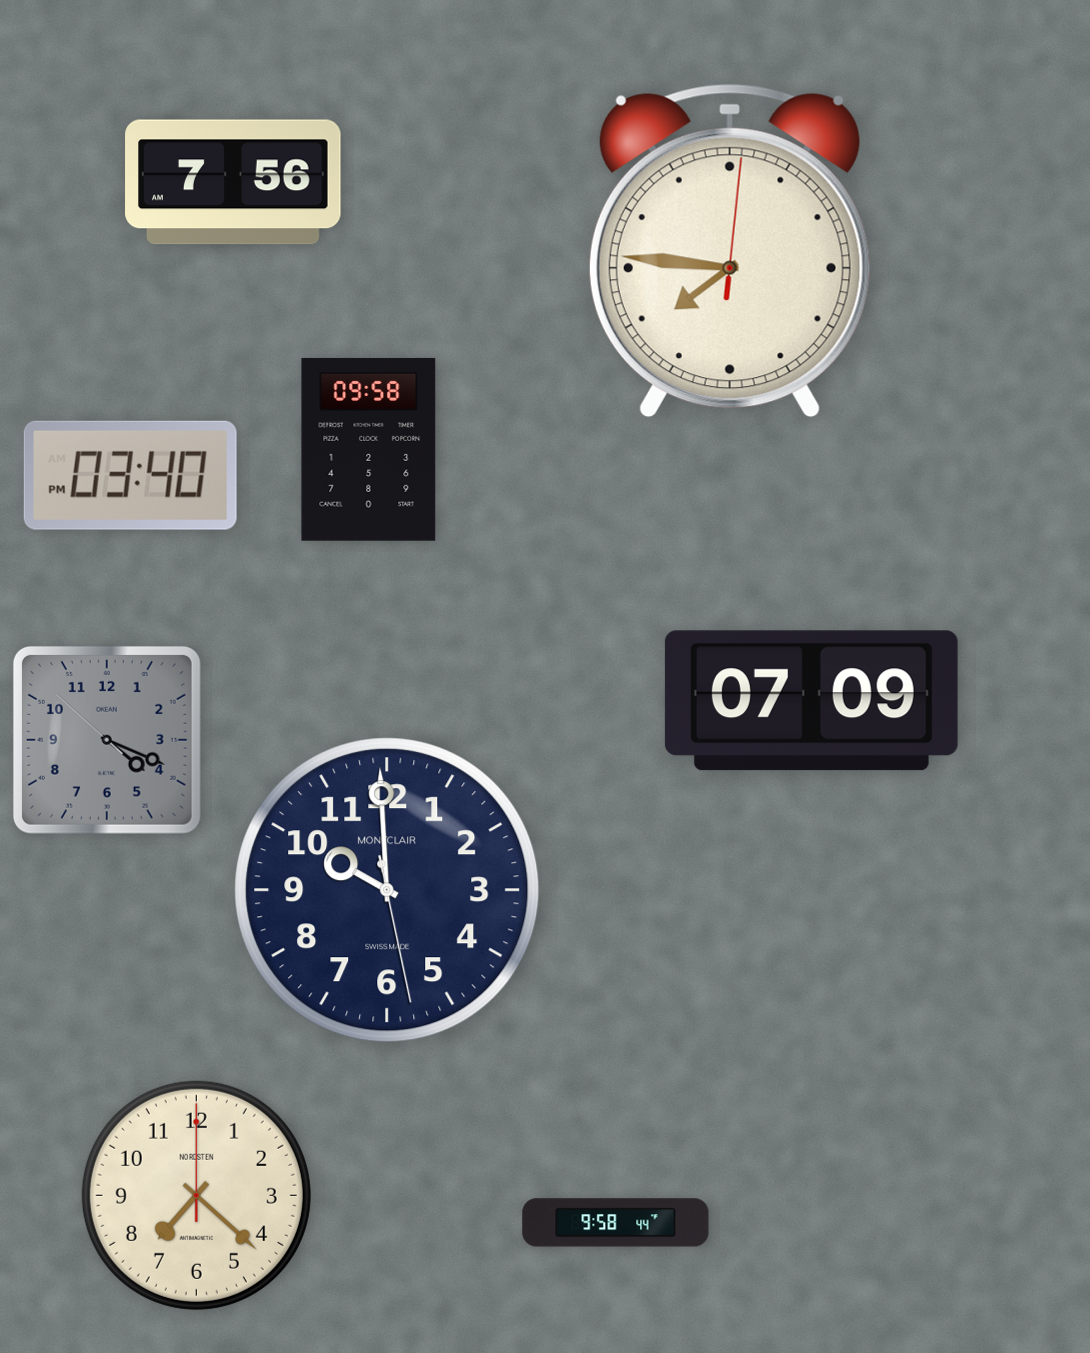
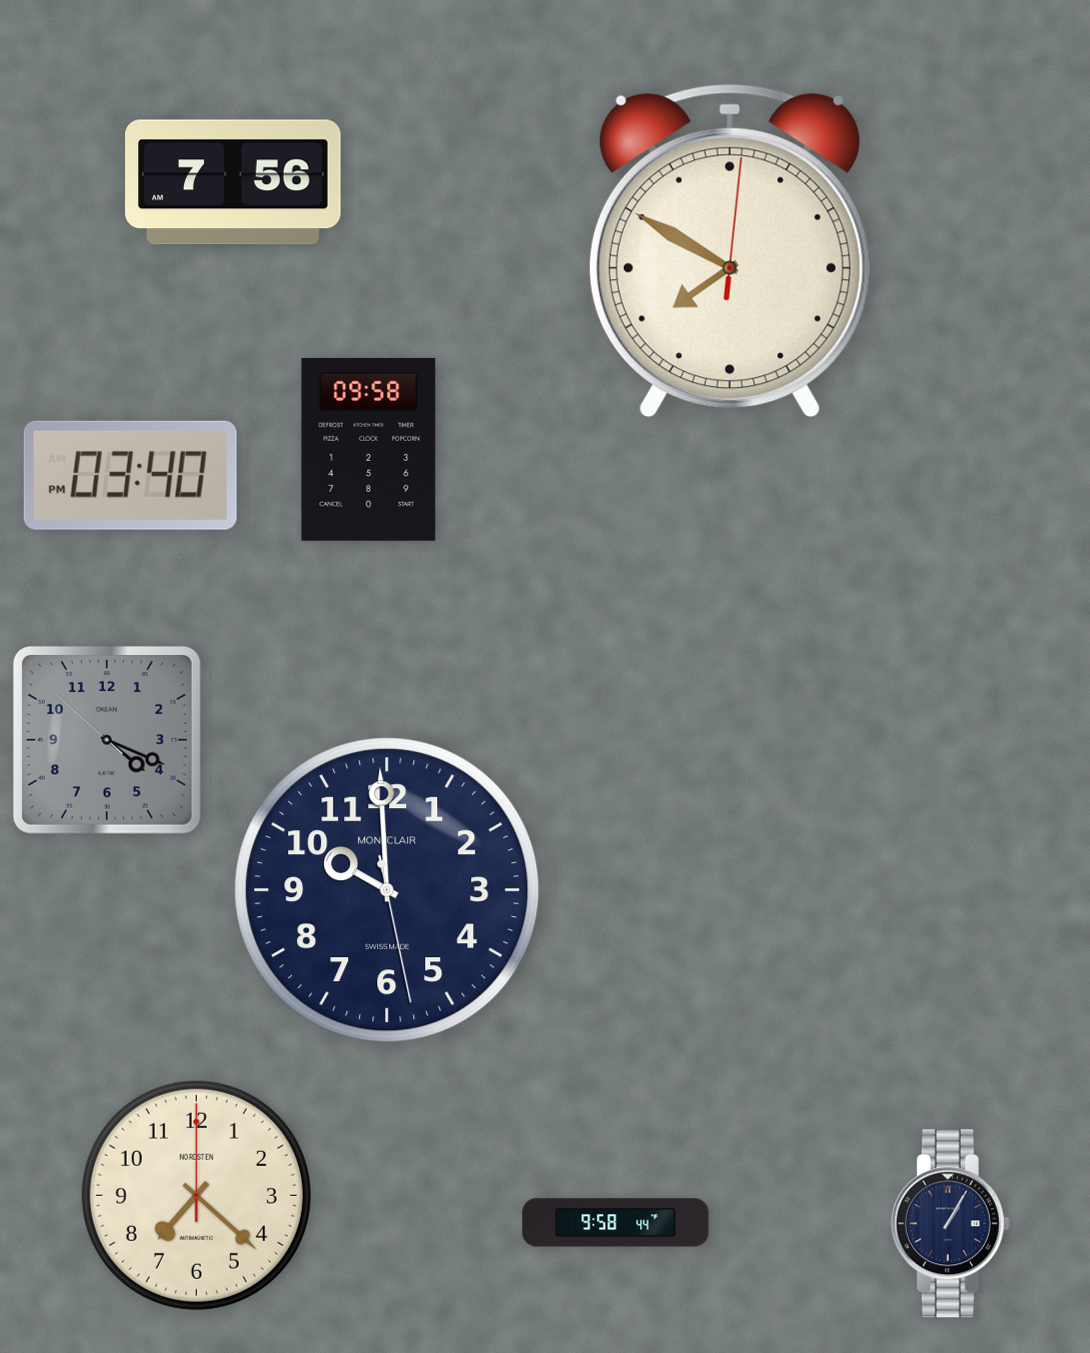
clock at (730, 251): 7:46 -> 7:50
clock at (811, 701): 07:09 -> none
clock at (950, 1224): none -> 1:05
